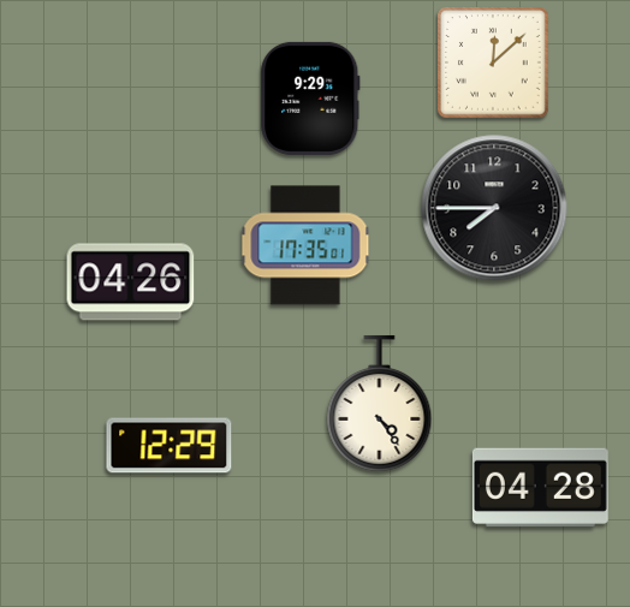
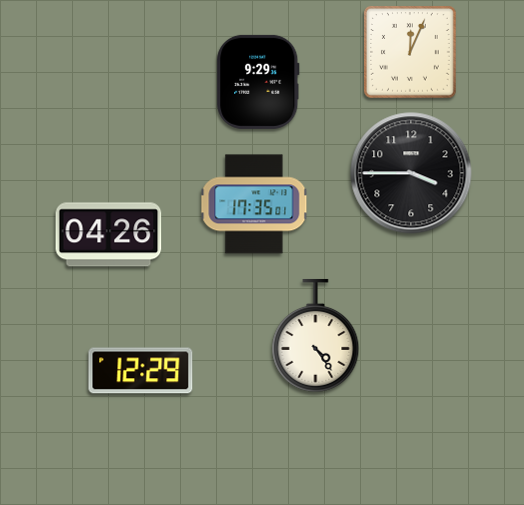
clock at (493, 63): 12:08 -> 12:04
clock at (494, 208): 7:45 -> 3:45
clock at (540, 488): 04:28 -> none
